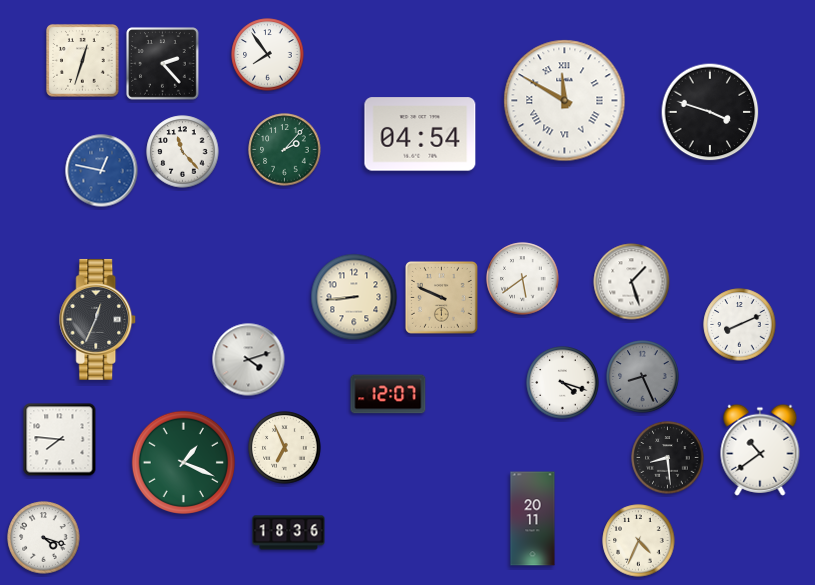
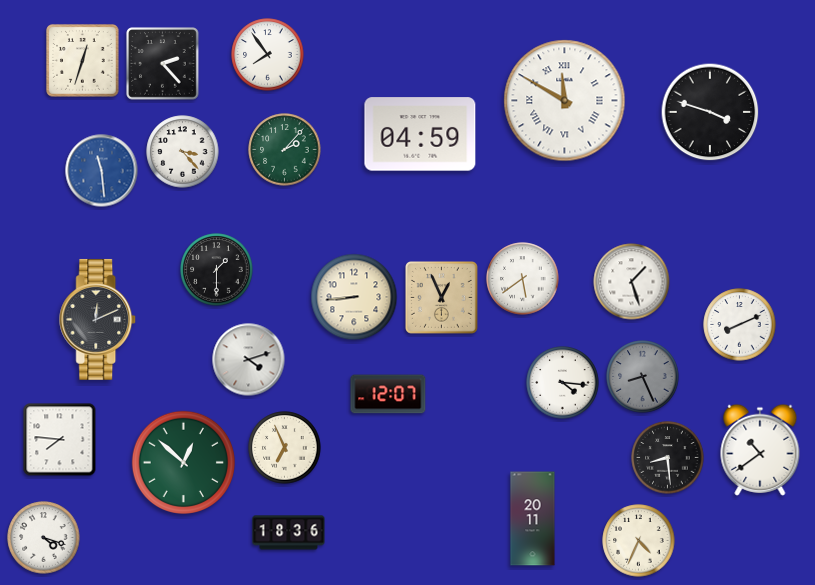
clock at (420, 134): 04:54 -> 04:59
clock at (183, 152): 11:23 -> 3:23
clock at (102, 171): 12:47 -> 11:29
clock at (217, 270): none -> 1:30
clock at (442, 298): 9:49 -> 12:56
clock at (98, 319): 12:34 -> 12:11
clock at (563, 383): 4:18 -> 4:16
clock at (183, 462): 1:19 -> 12:52
